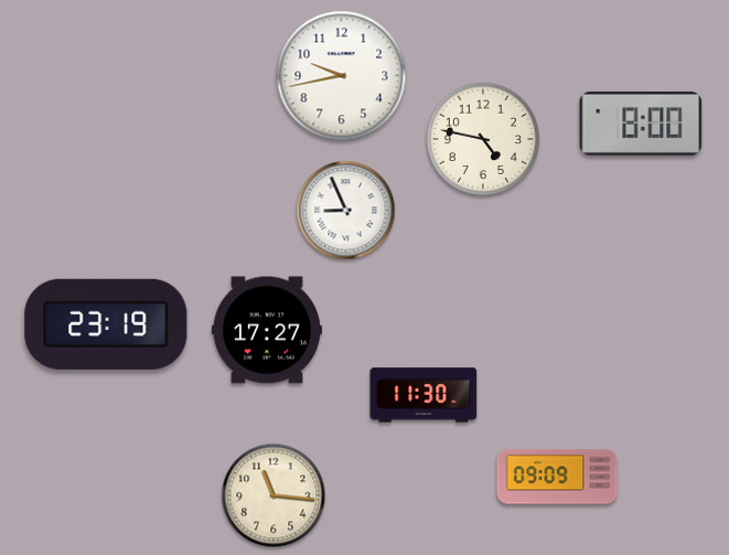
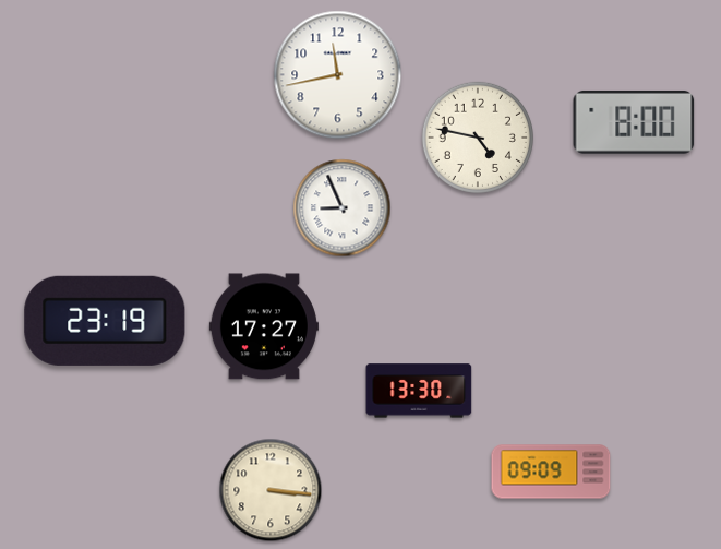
clock at (342, 76): 9:43 -> 11:43
clock at (424, 395): 11:30 -> 13:30
clock at (274, 495): 11:16 -> 3:16
